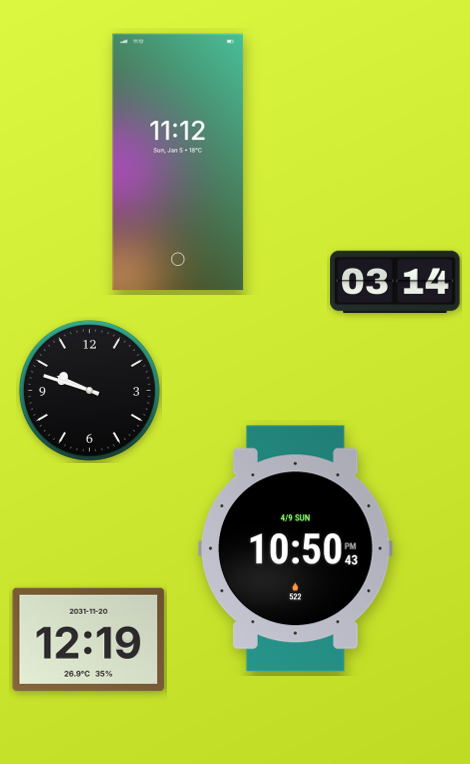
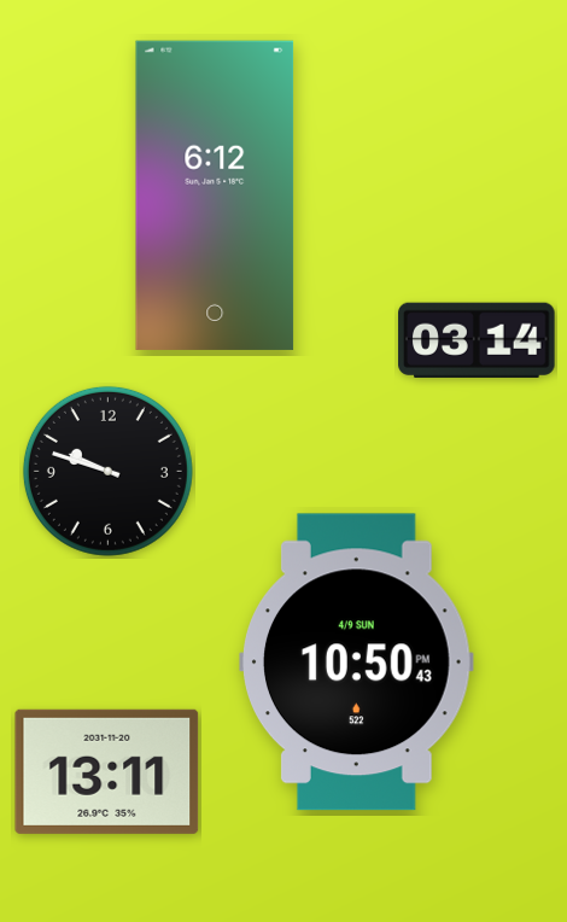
clock at (178, 162): 11:12 -> 6:12
clock at (89, 639): 12:19 -> 13:11
